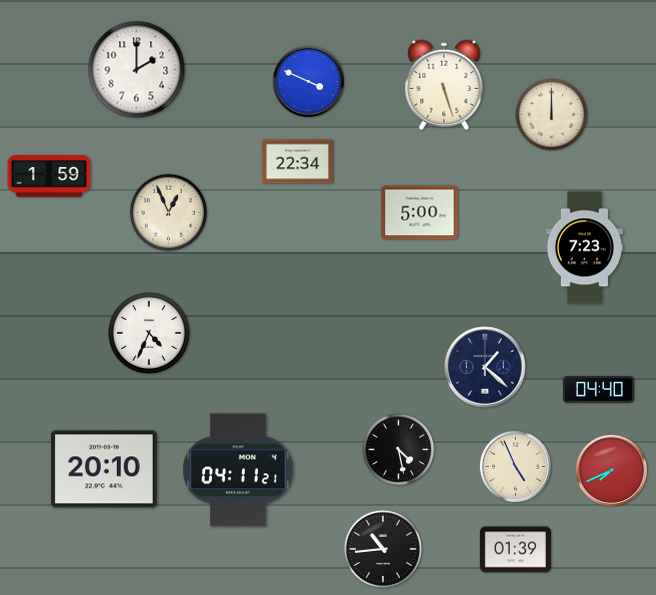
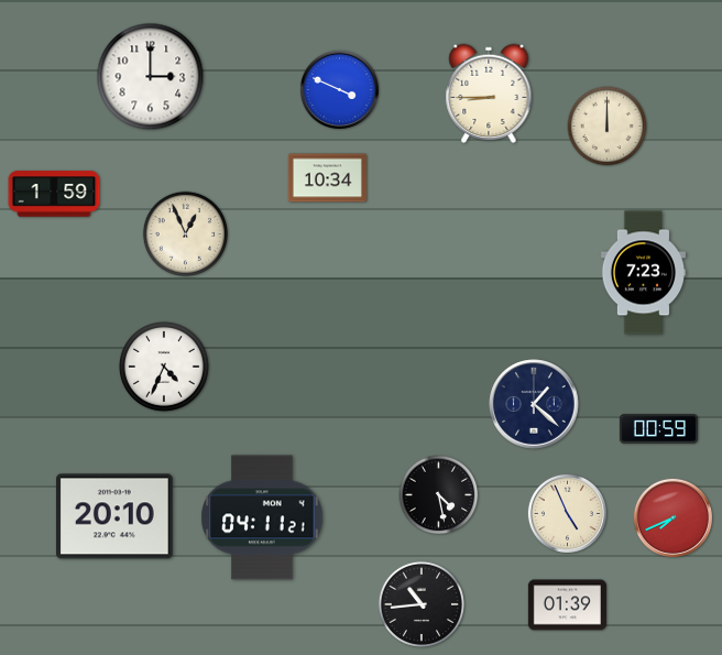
clock at (137, 70): 2:00 -> 3:00
clock at (444, 85): 5:27 -> 8:45
clock at (297, 162): 22:34 -> 10:34
clock at (420, 213): 5:00 -> none
clock at (598, 390): 04:40 -> 00:59
